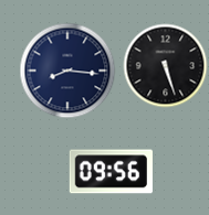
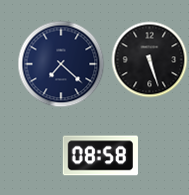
clock at (67, 71): 8:16 -> 7:22
clock at (111, 172): 09:56 -> 08:58
